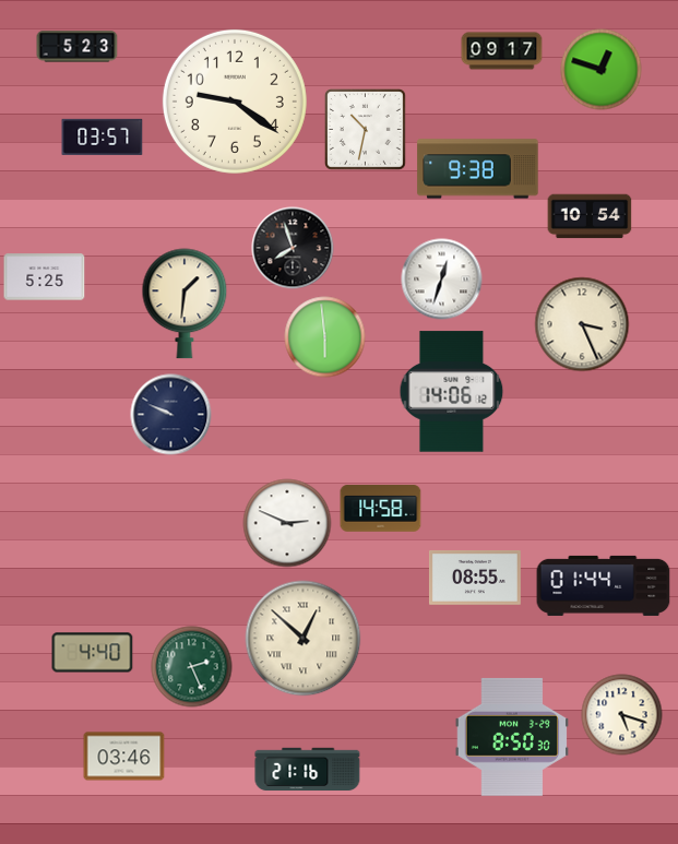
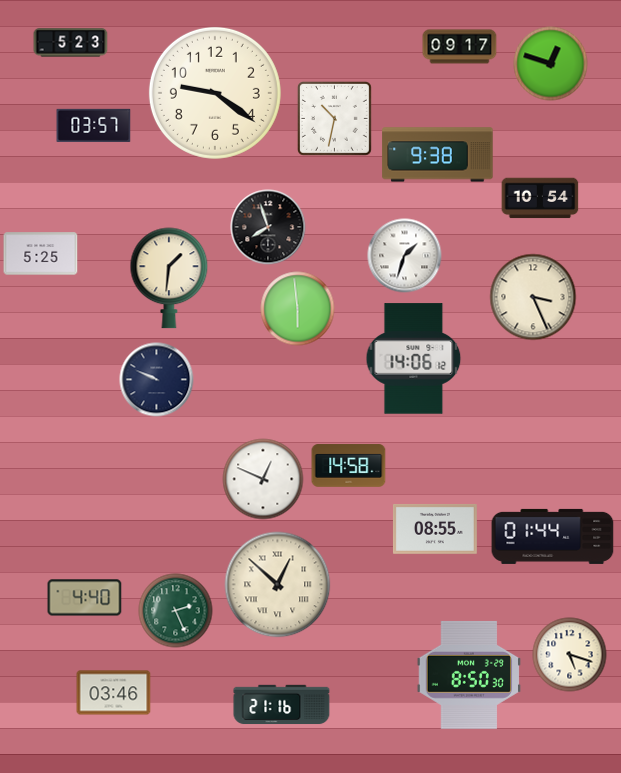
clock at (442, 280): 12:33 -> 1:33
clock at (287, 523): 2:49 -> 12:49
